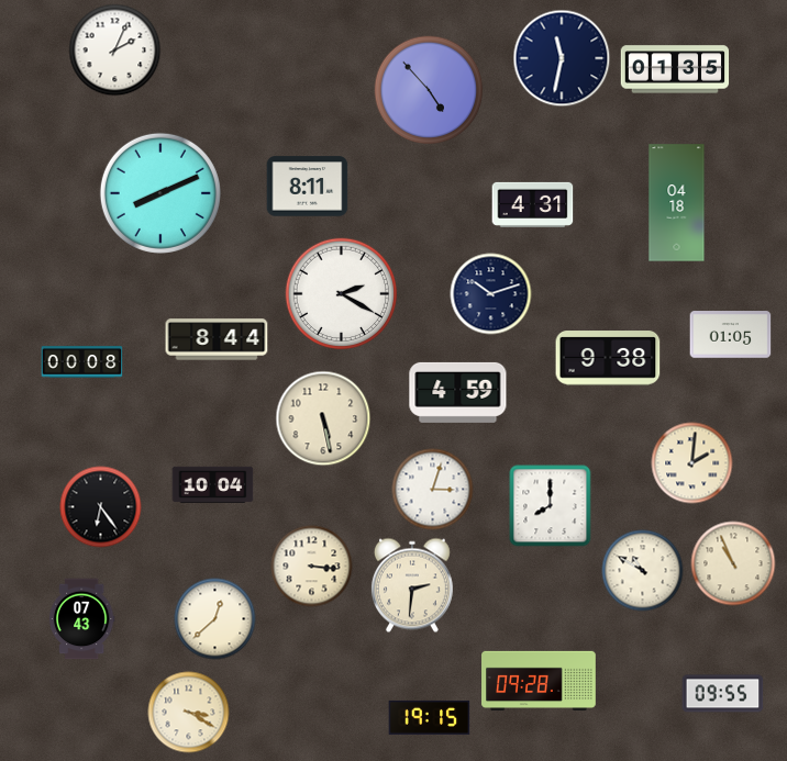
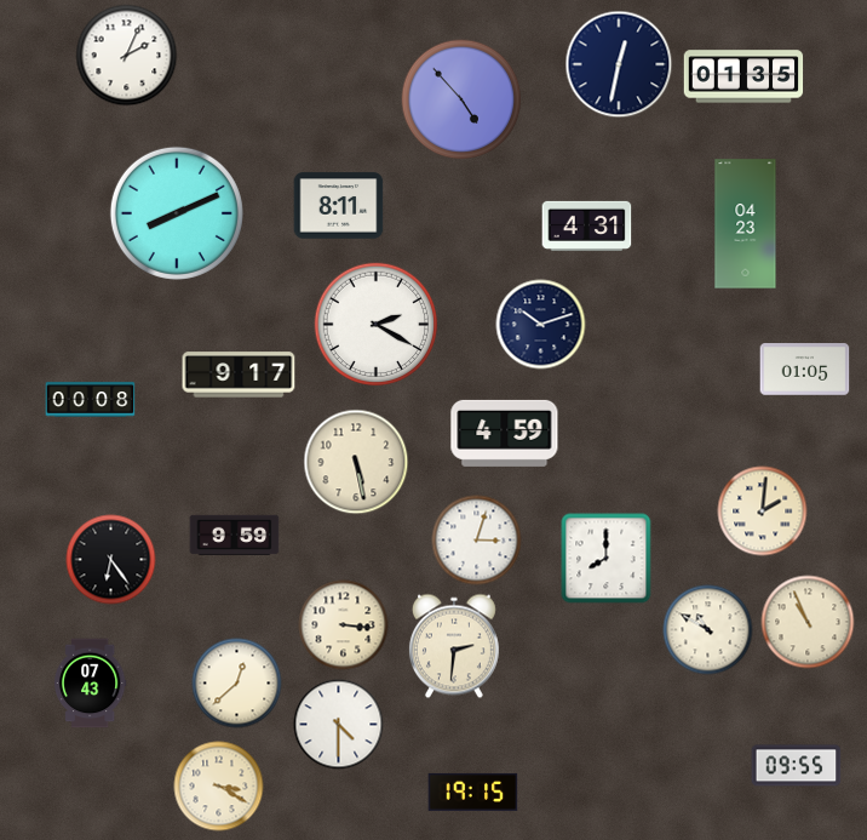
clock at (562, 58): 11:32 -> 12:32
clock at (429, 90) position: (429, 90) -> (461, 99)
clock at (677, 203): 04:18 -> 04:23
clock at (217, 339): 8:44 -> 9:17
clock at (608, 358): 9:38 -> none
clock at (213, 484): 10:04 -> 9:59
clock at (339, 725): none -> 4:30
clock at (539, 681): 09:28 -> none
clock at (189, 713) position: (189, 713) -> (219, 787)
